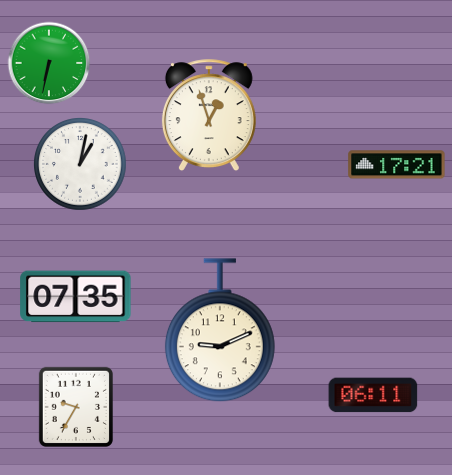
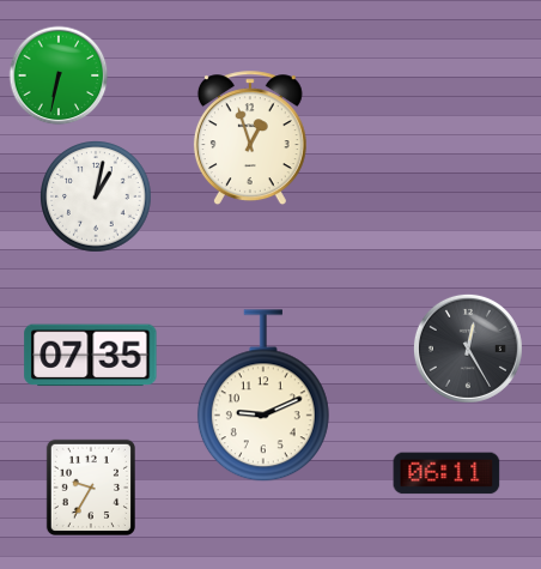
clock at (397, 165): 17:21 -> none
clock at (468, 349): none -> 12:25
